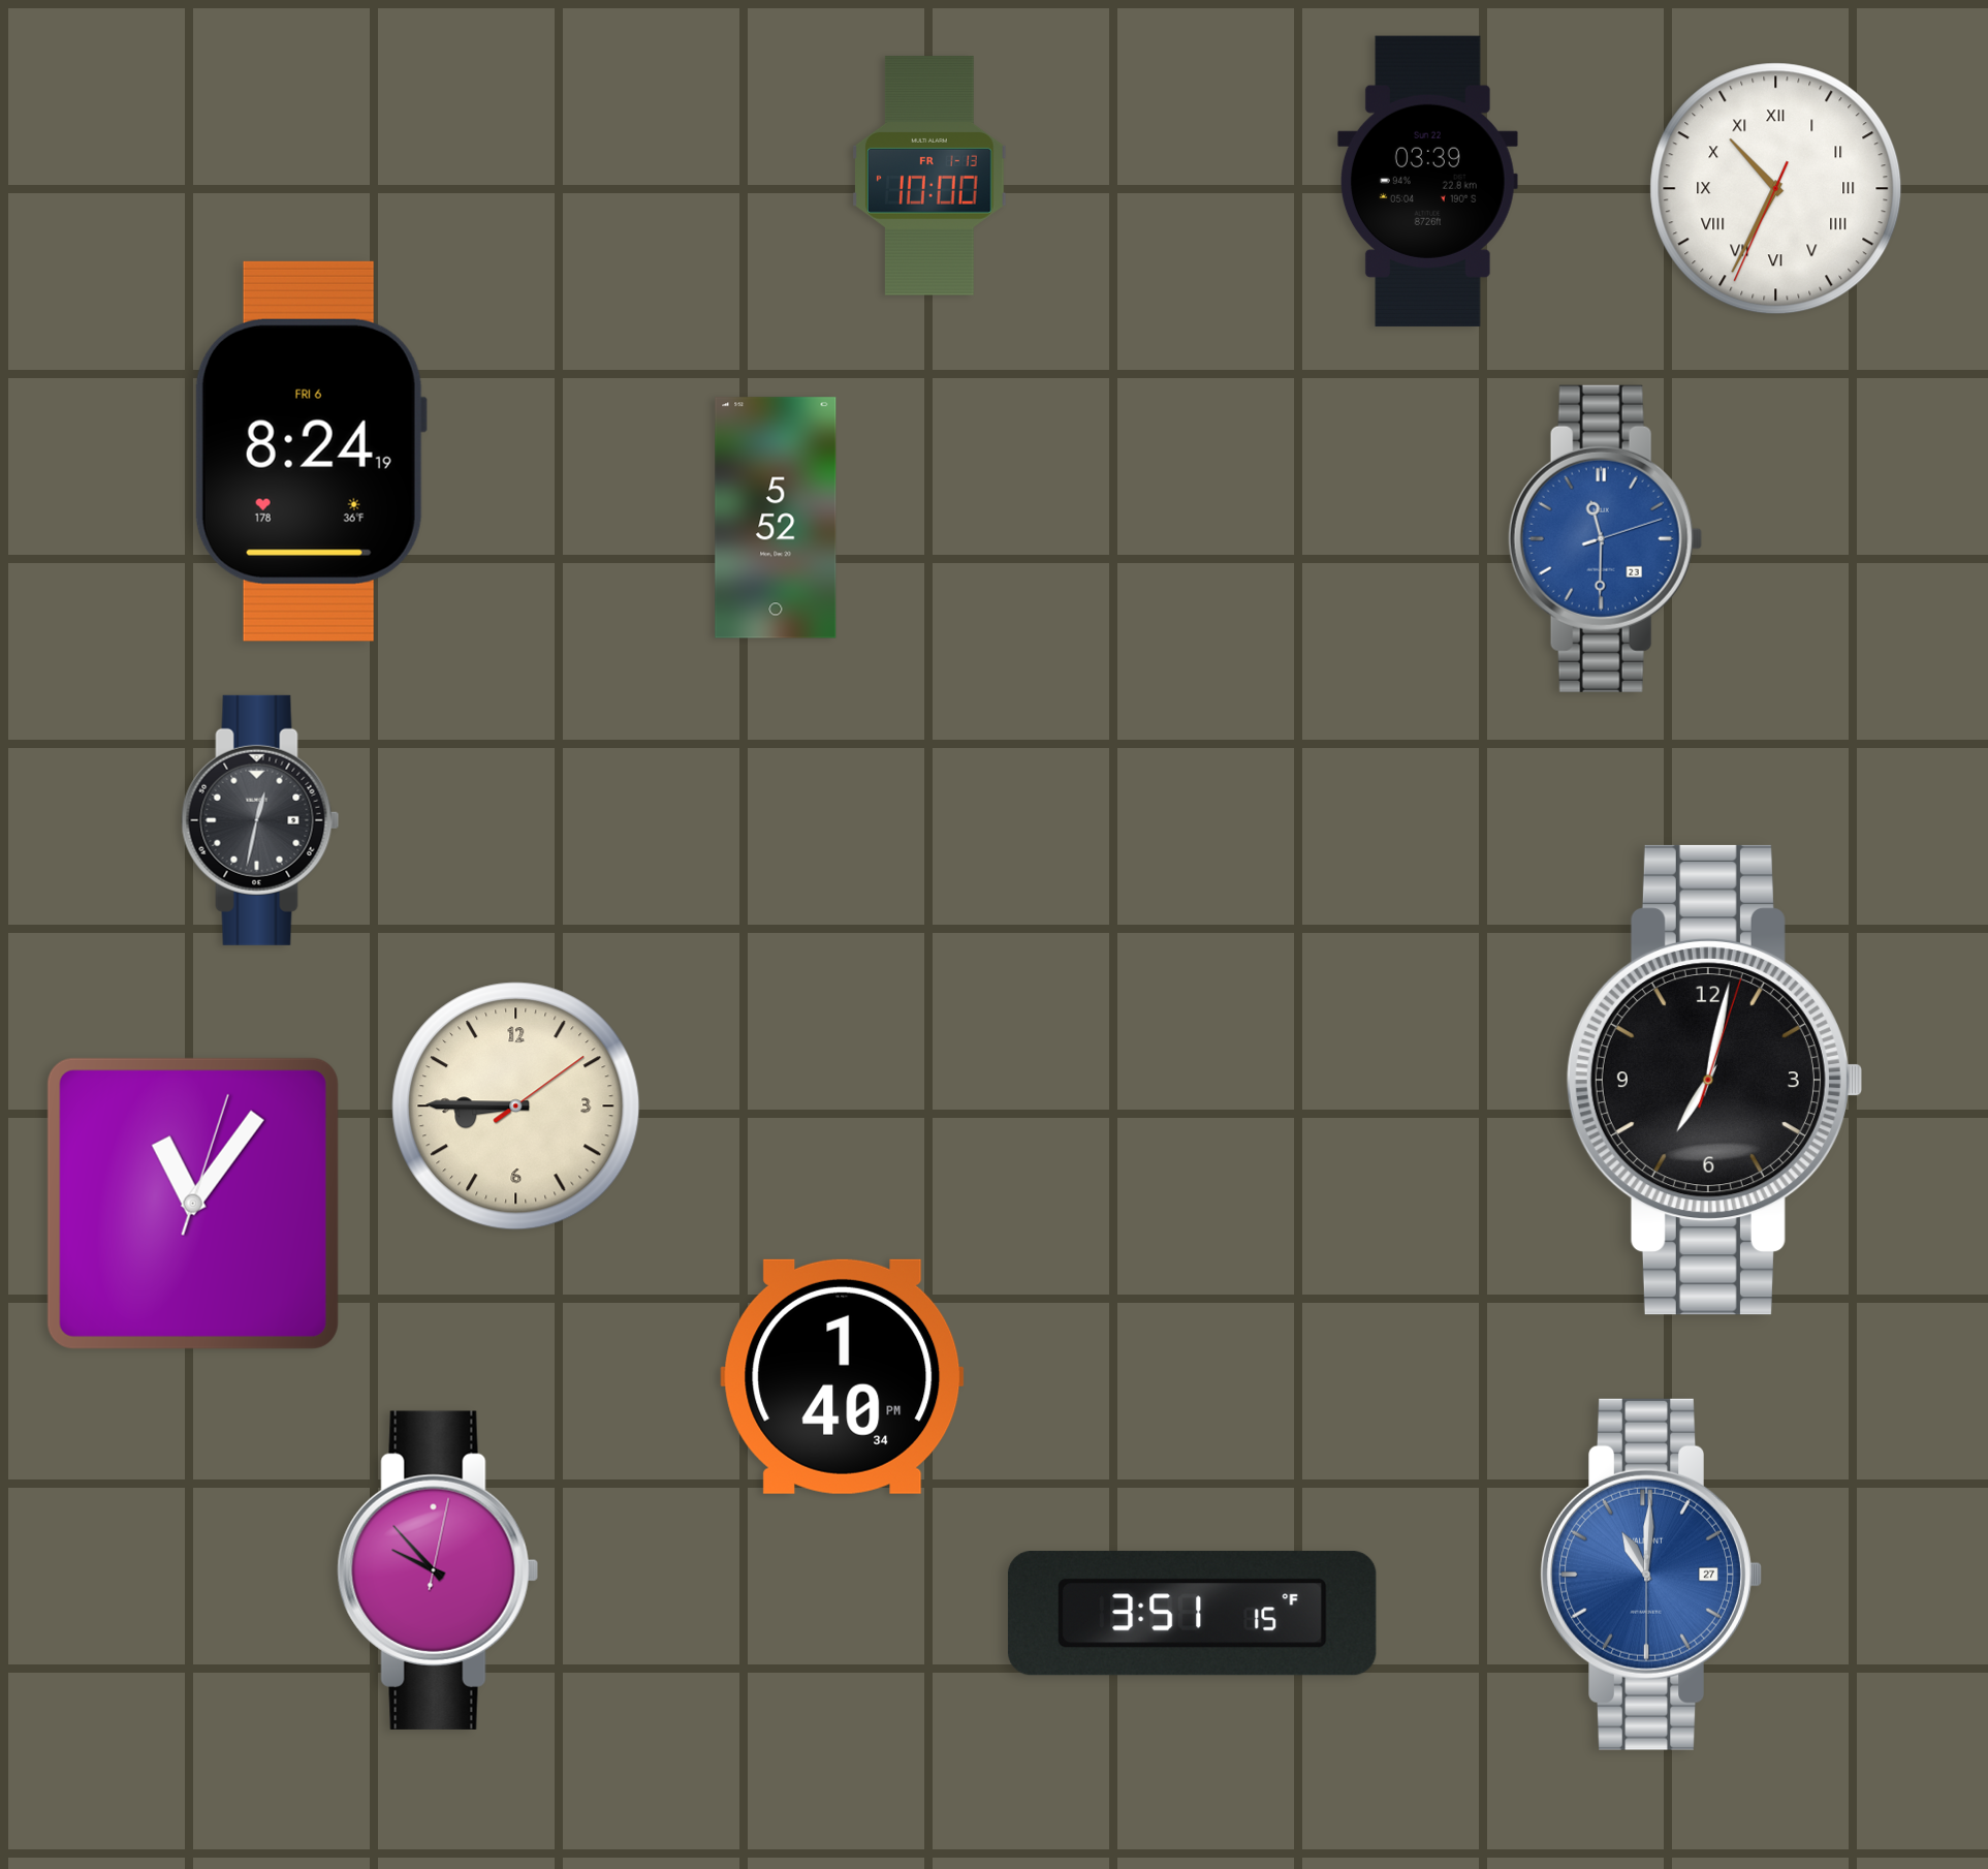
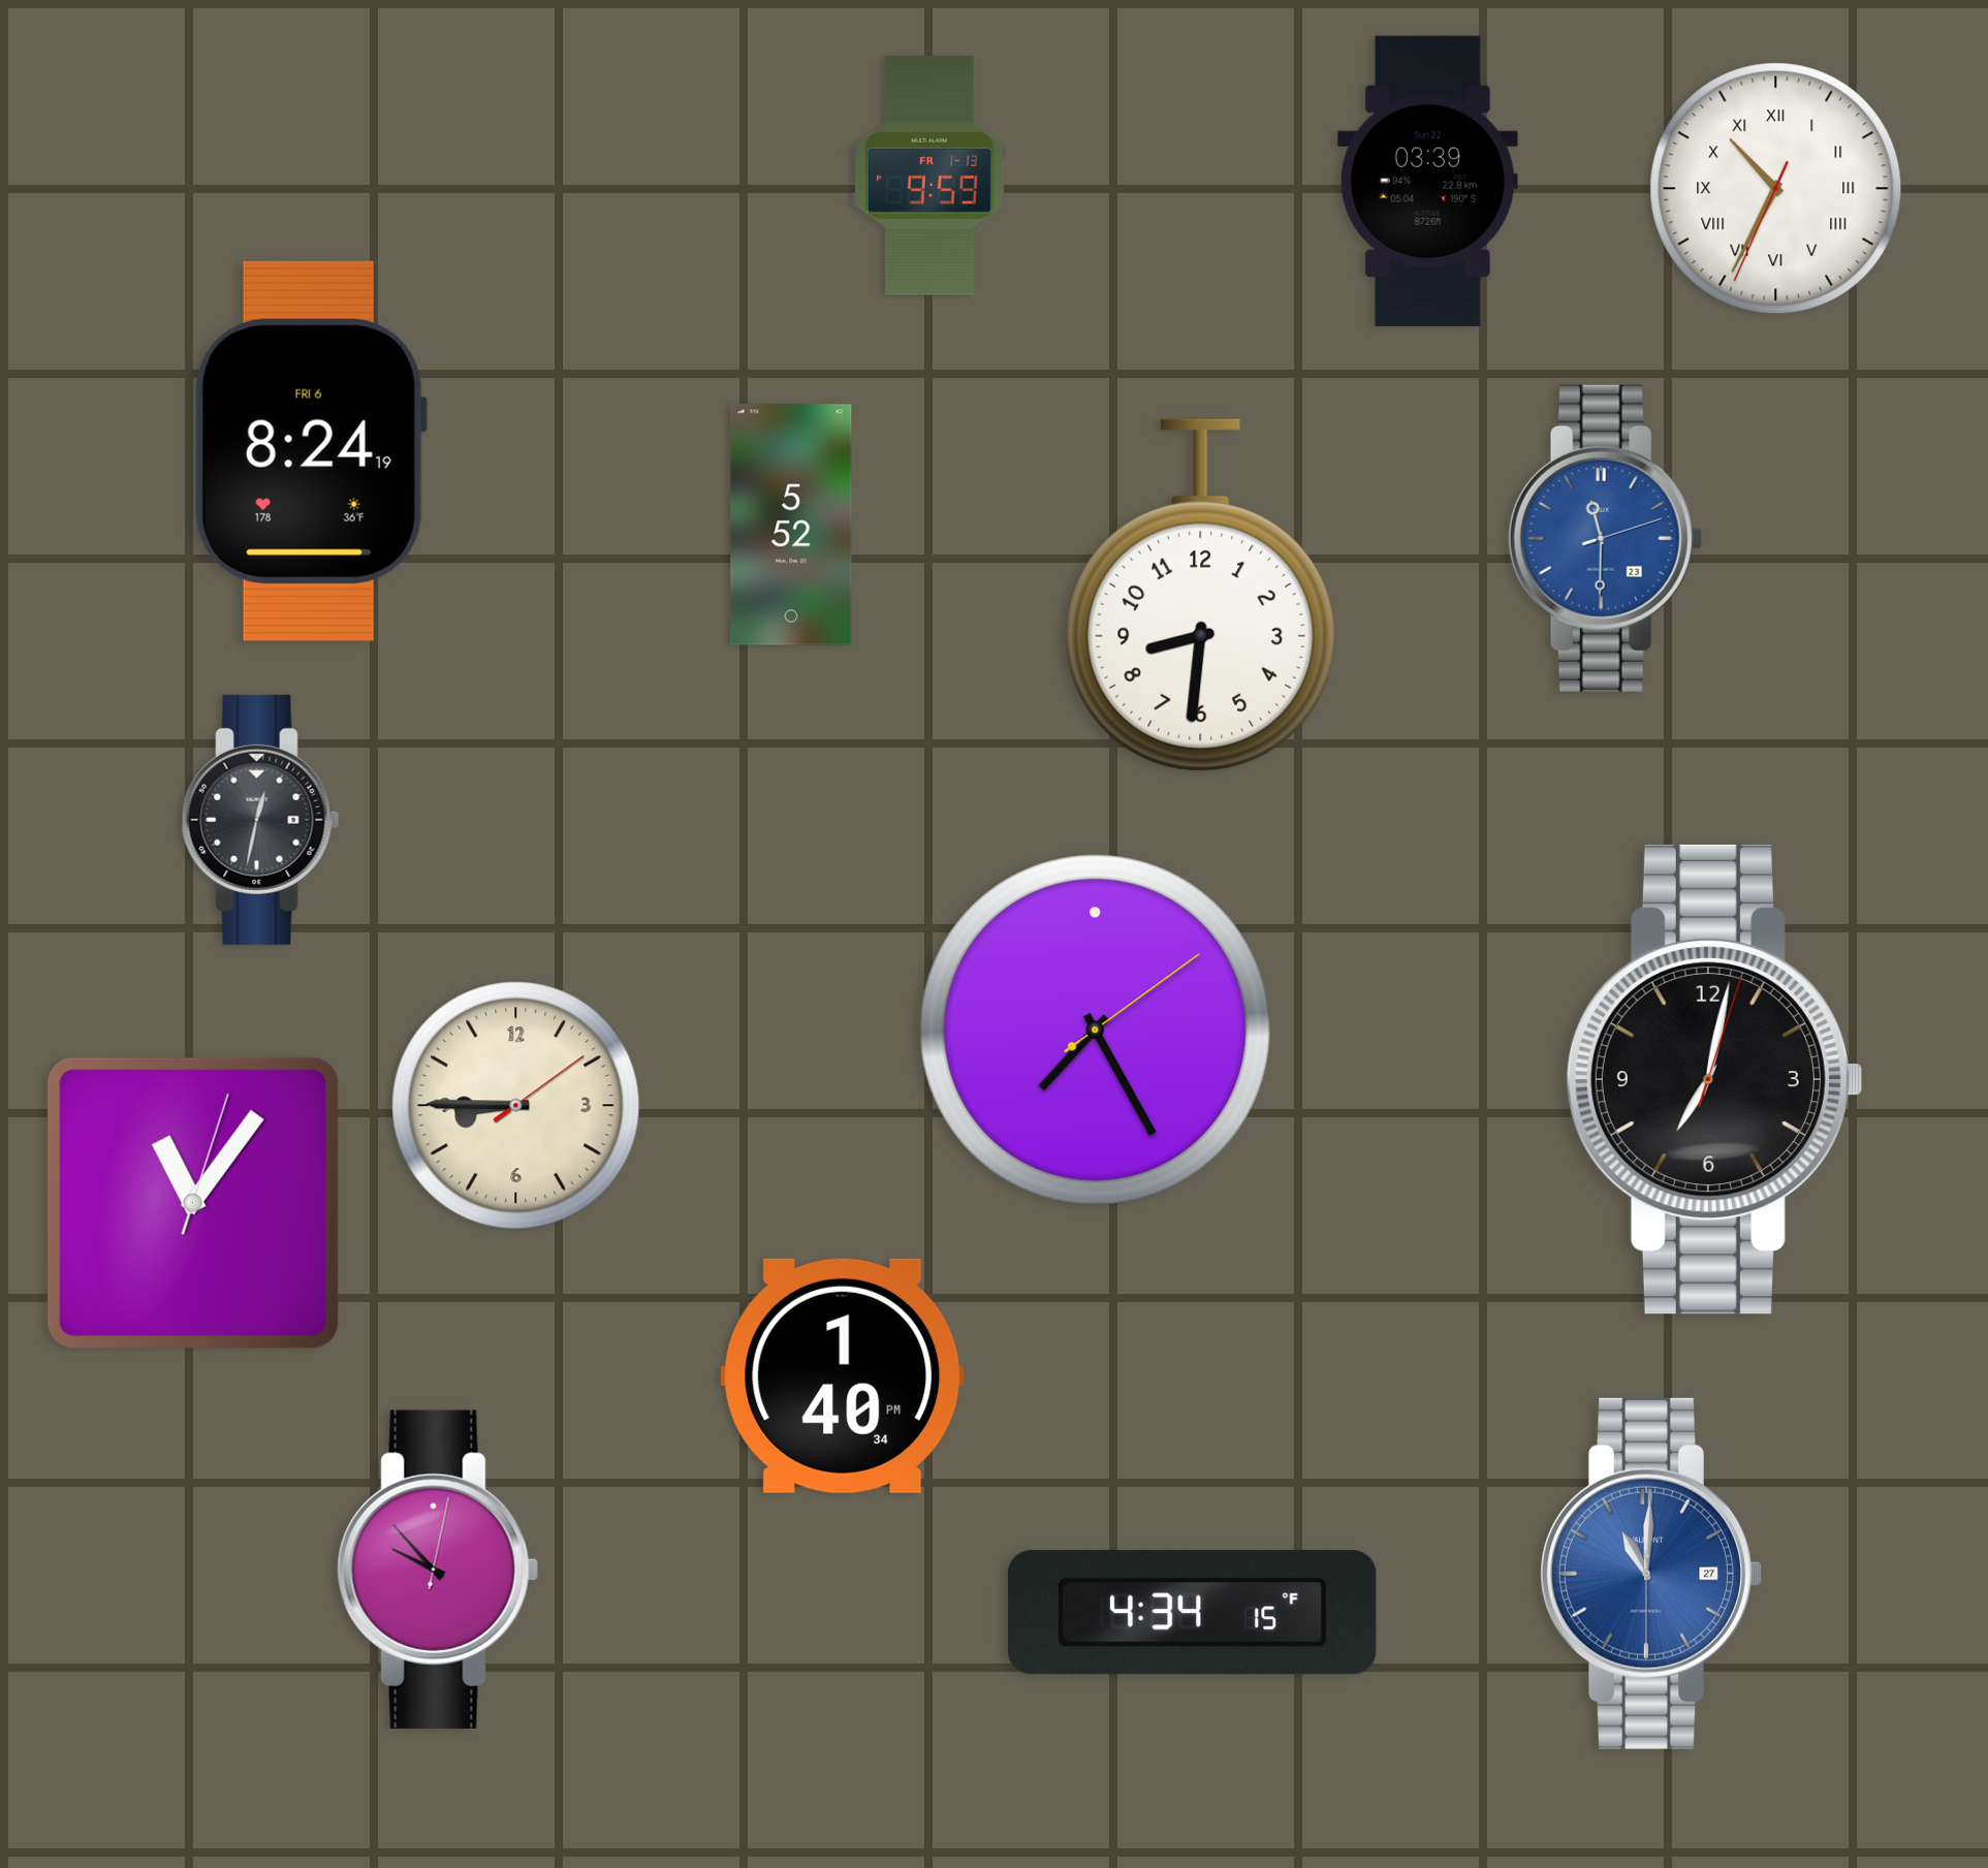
clock at (930, 176): 10:00 -> 9:59
clock at (776, 518) position: (776, 518) -> (791, 525)
clock at (1201, 595): none -> 8:31
clock at (1096, 1031): none -> 7:25
clock at (1192, 1614): 3:51 -> 4:34
